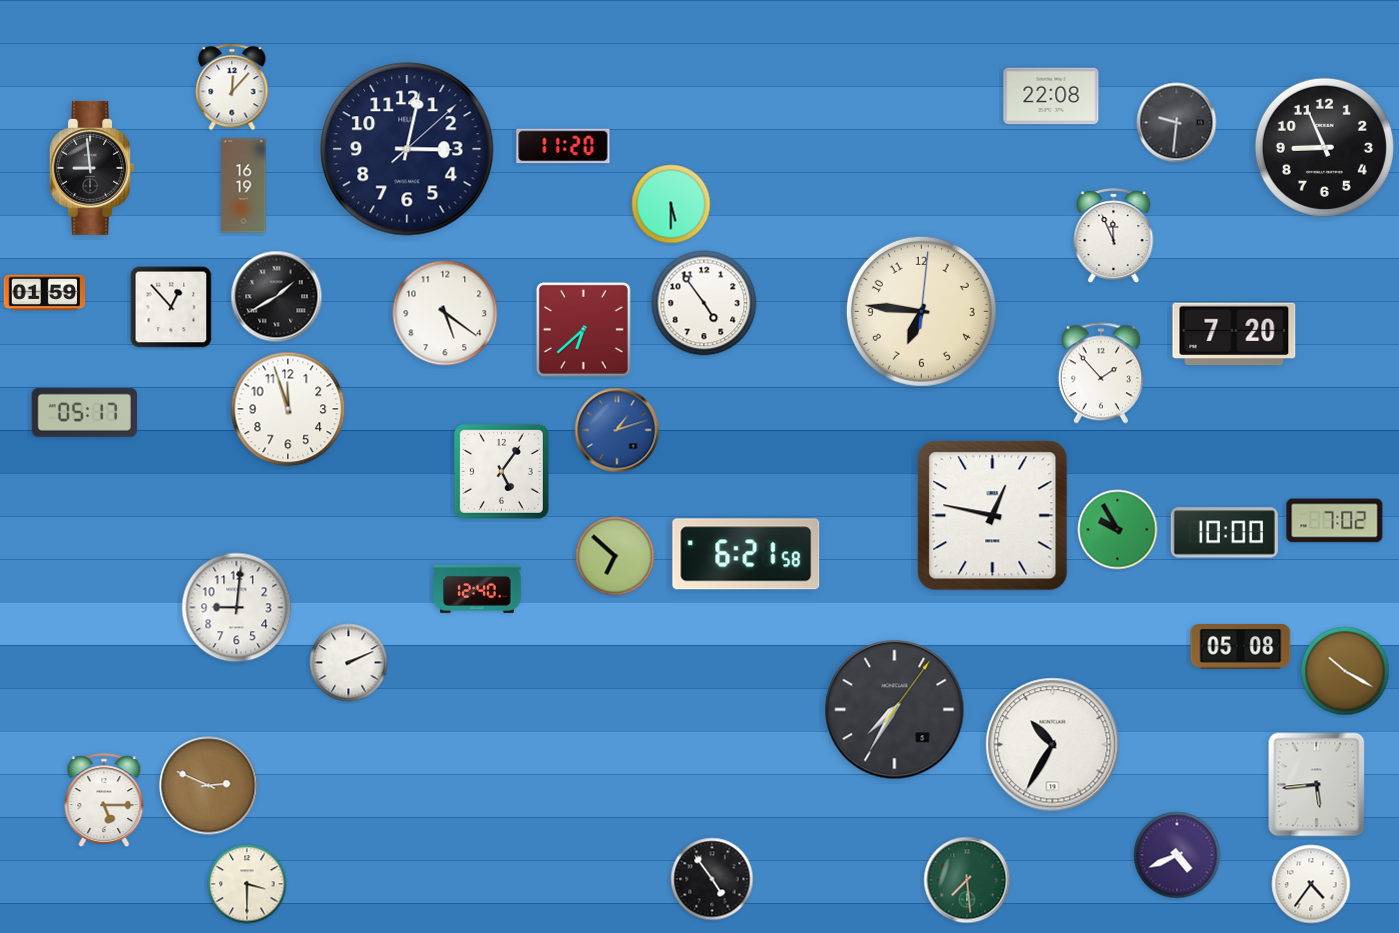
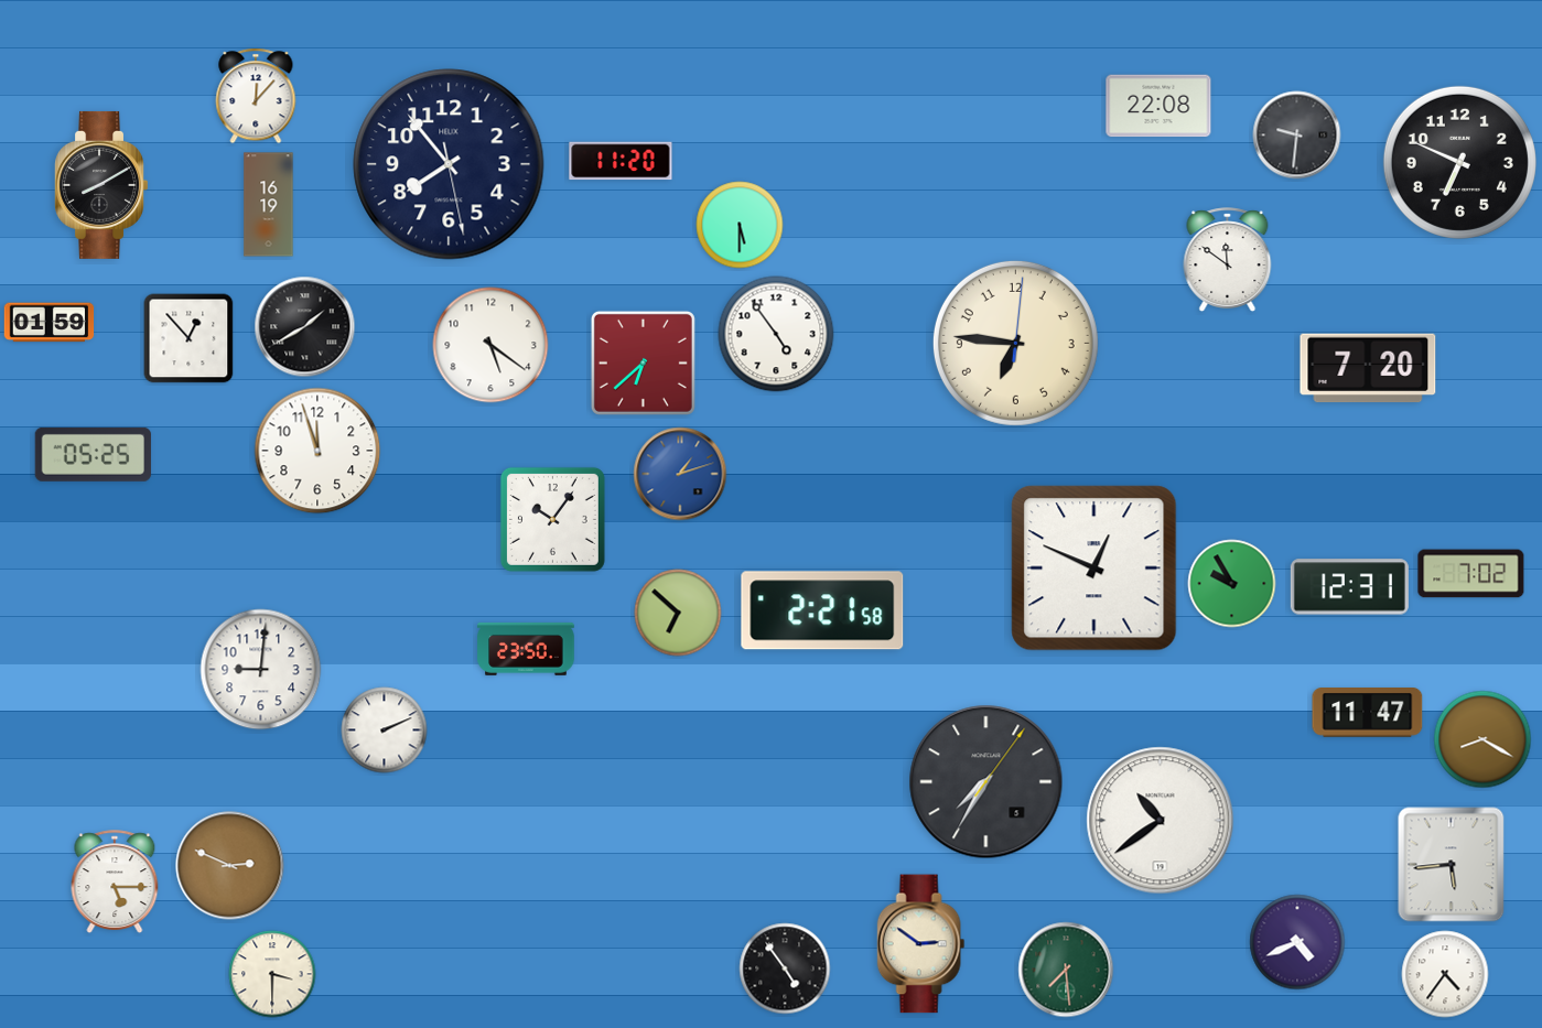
clock at (1324, 147): 8:56 -> 6:49
clock at (407, 149): 3:02 -> 7:53
clock at (91, 168): 8:59 -> 8:10
clock at (1114, 235): 11:56 -> 11:51
clock at (1234, 334) position: (1234, 334) -> (1368, 368)
clock at (1101, 373): 1:53 -> none
clock at (84, 412): 05:17 -> 05:25
clock at (501, 471): 5:06 -> 10:06
clock at (993, 516): 12:47 -> 12:49
clock at (1224, 533): 10:00 -> 12:31
clock at (746, 554): 6:21 -> 2:21
clock at (477, 589): 12:40 -> 23:50
clock at (1241, 647): 05:08 -> 11:47
clock at (1345, 671): 10:20 -> 8:20
clock at (1053, 745): 10:35 -> 10:39
clock at (921, 944): none -> 2:51
